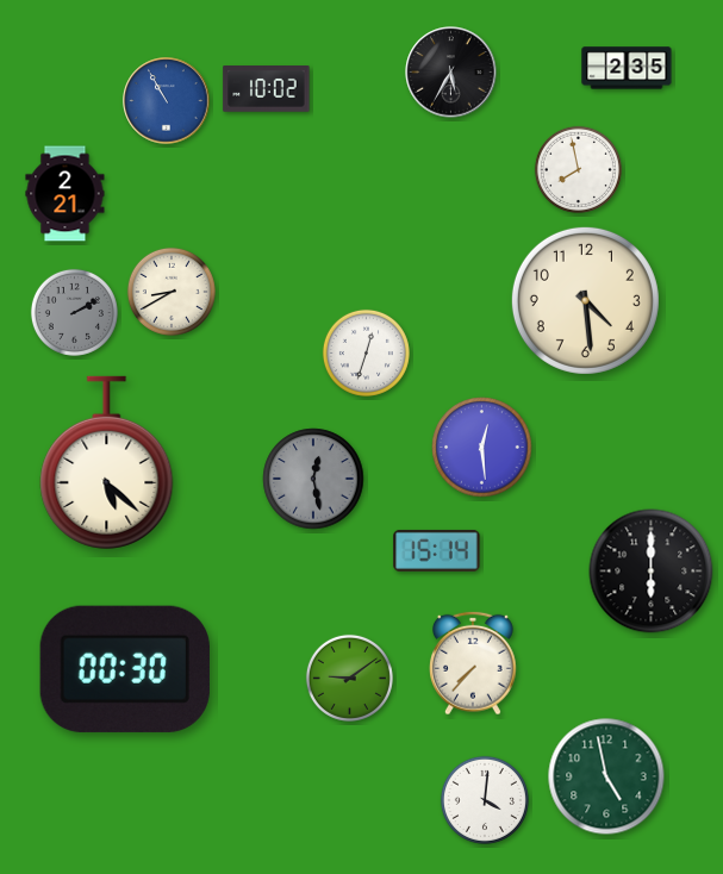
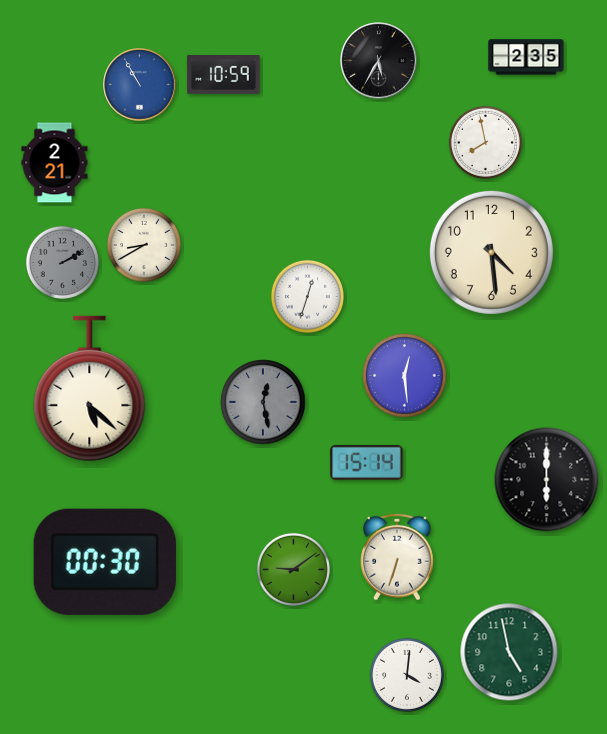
clock at (267, 89): 10:02 -> 10:59
clock at (474, 663): 7:37 -> 6:33
clock at (485, 800) position: (485, 800) -> (407, 675)
